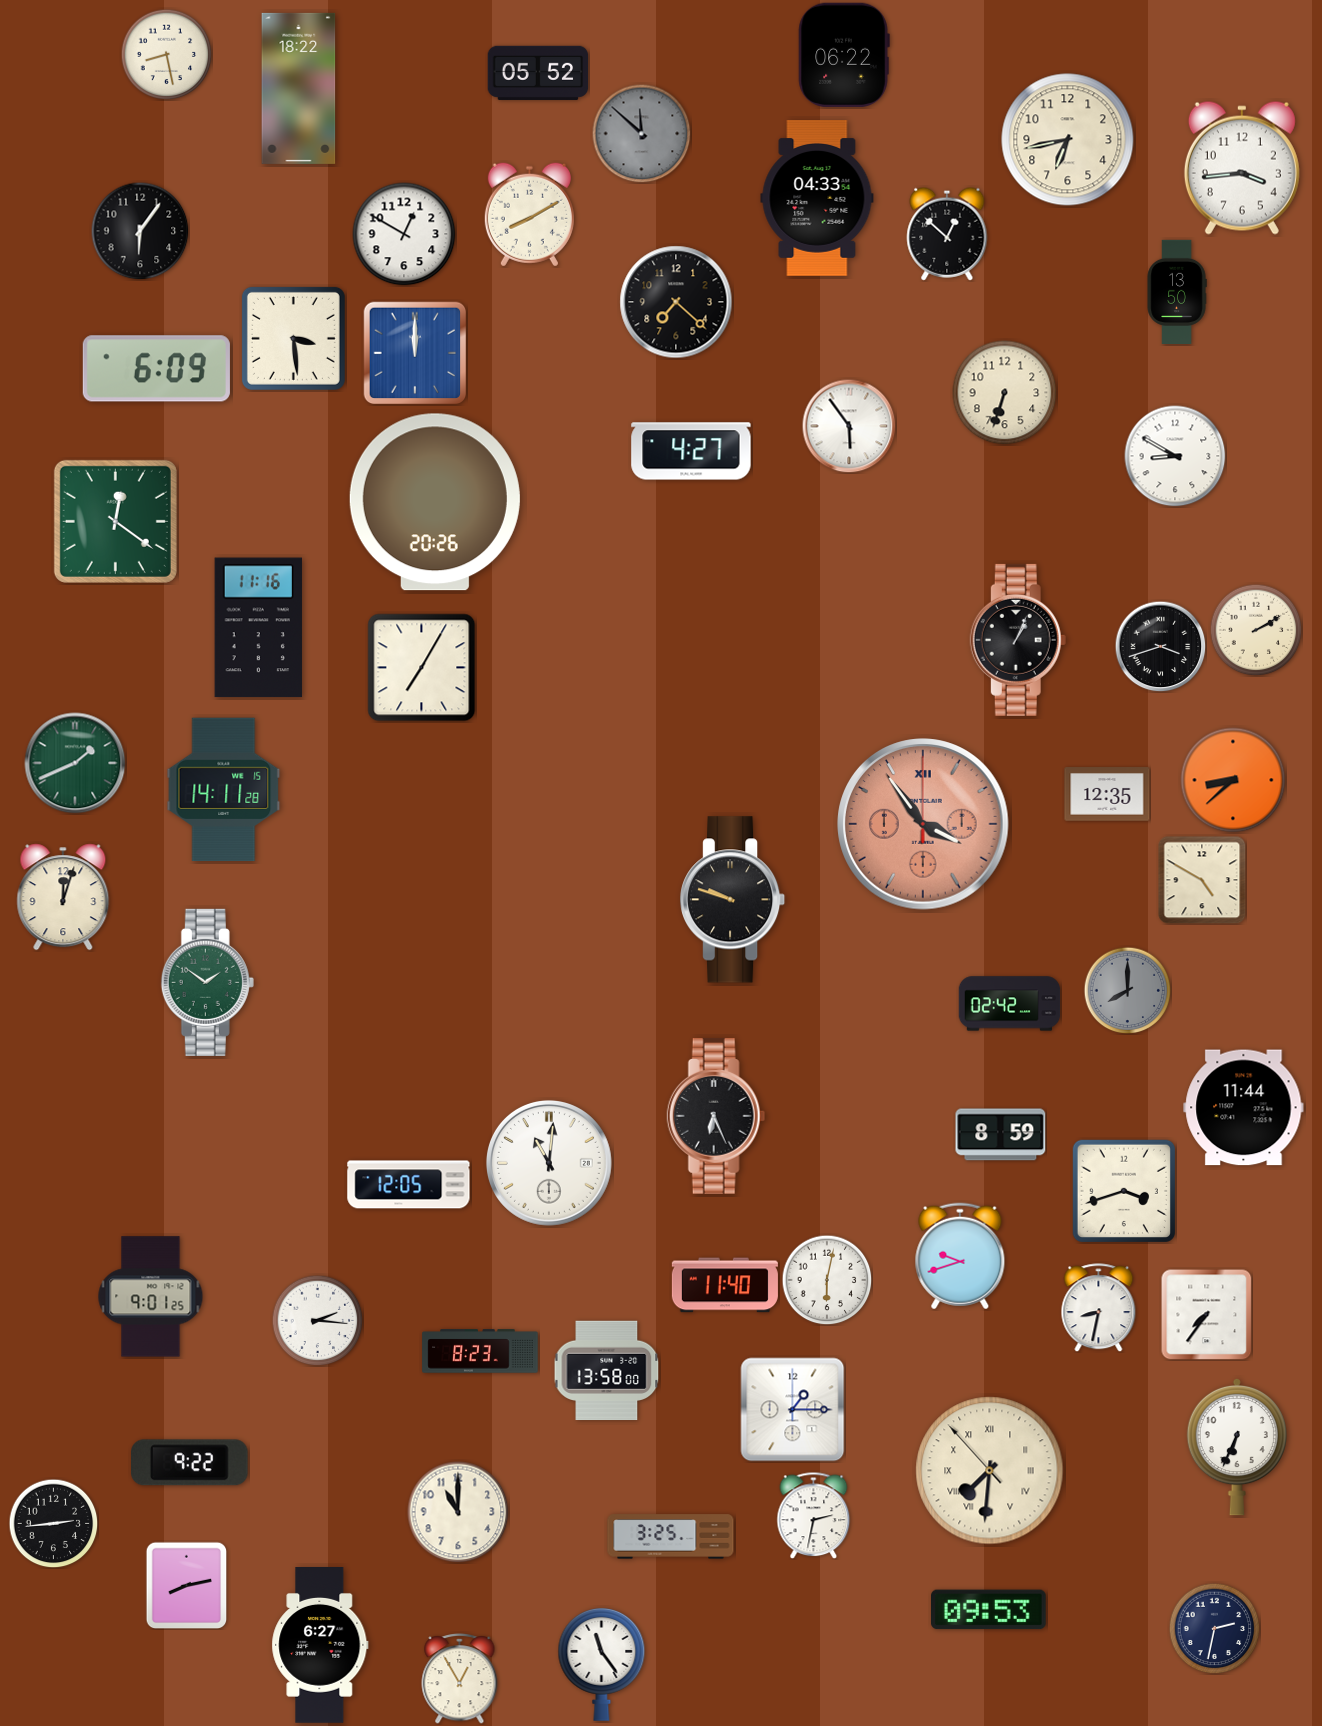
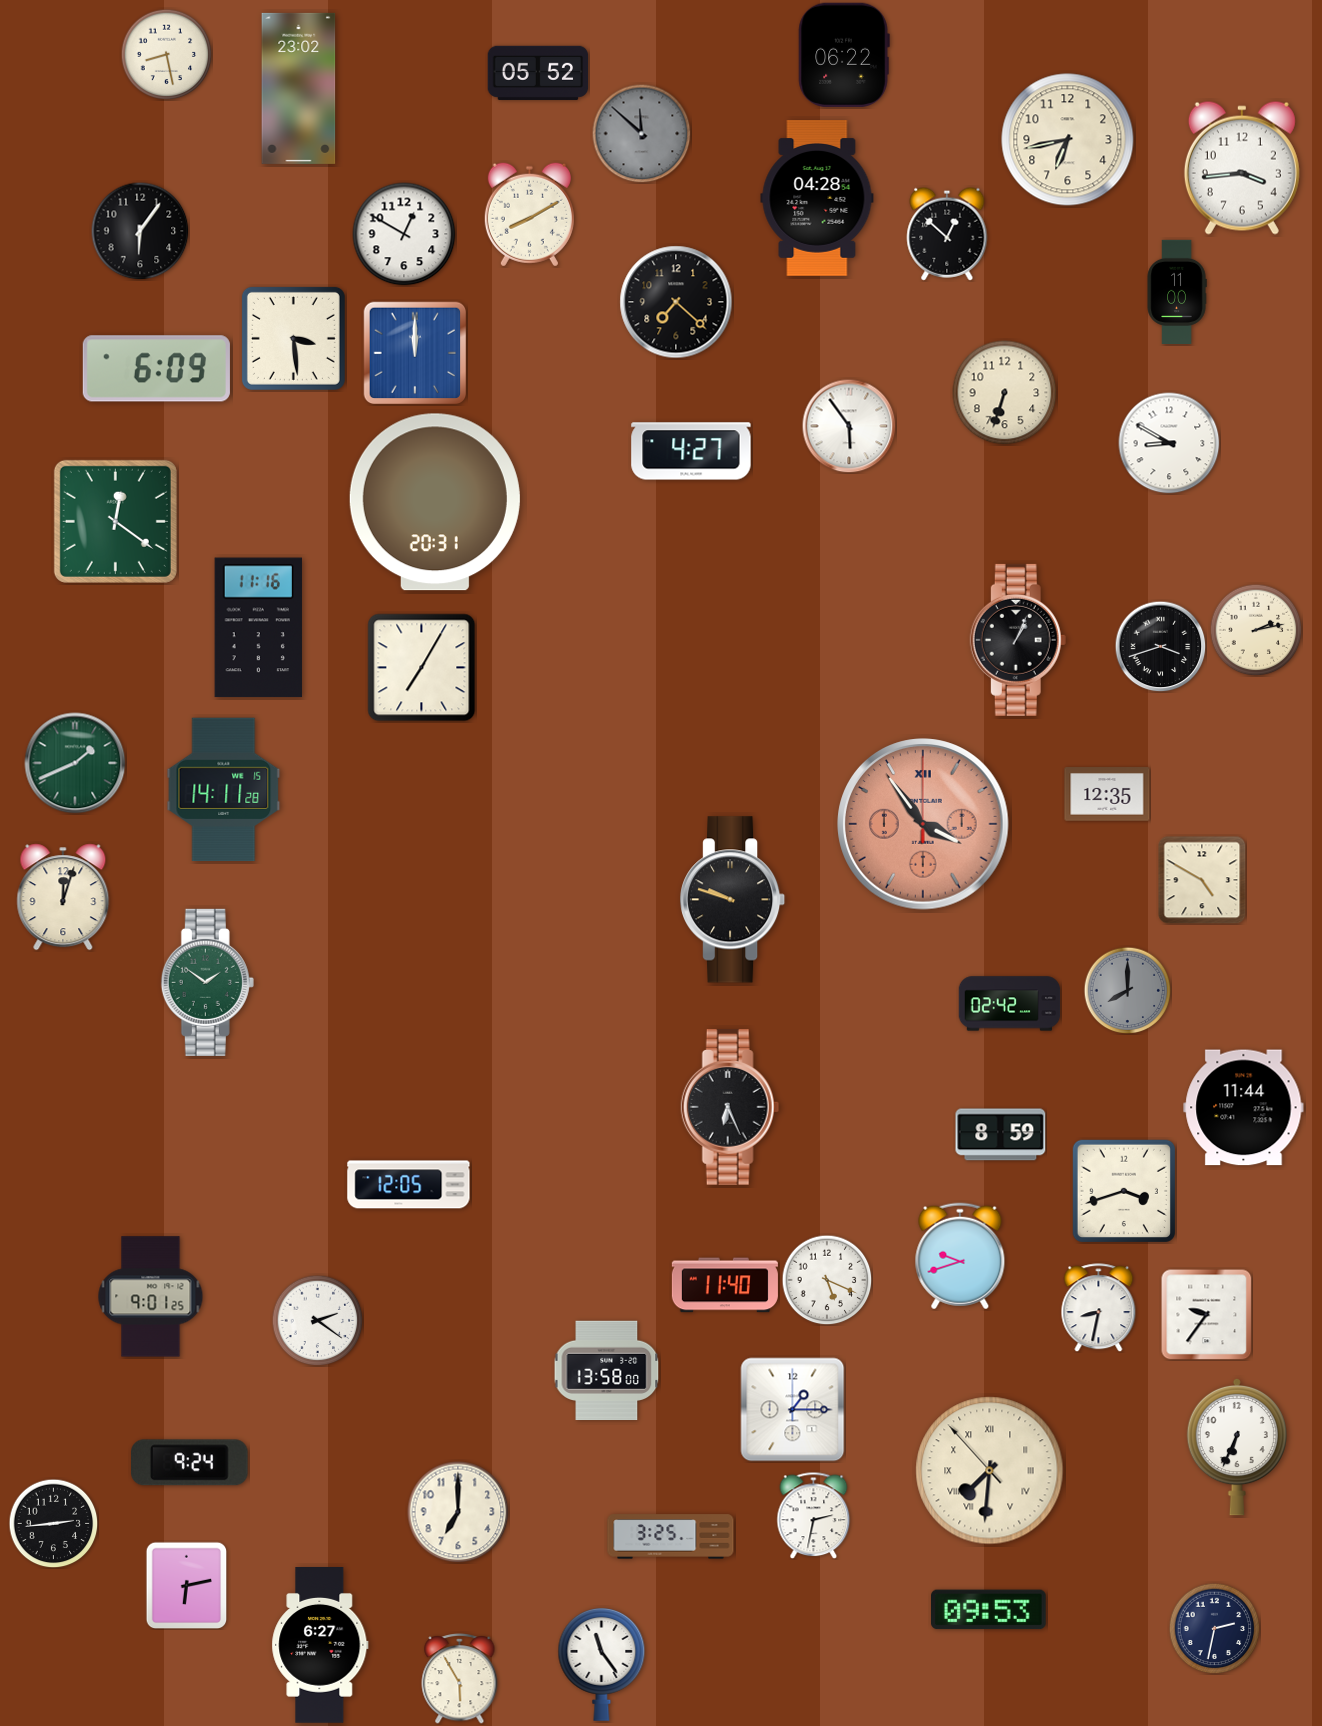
clock at (299, 88): 18:22 -> 23:02
clock at (817, 199): 04:33 -> 04:28
clock at (1177, 291): 13:50 -> 11:00
clock at (1175, 456) position: (1175, 456) -> (1169, 443)
clock at (435, 502): 20:26 -> 20:31
clock at (1256, 630): 2:10 -> 2:13
clock at (1233, 780): 8:38 -> none
clock at (716, 1116) position: (716, 1116) -> (730, 1107)
clock at (549, 1163): 11:01 -> none
clock at (827, 1280): 6:02 -> 5:19
clock at (1206, 1314): 7:36 -> 9:36
clock at (317, 1320): 2:16 -> 2:21
clock at (480, 1351): 8:23 -> none
clock at (190, 1463): 9:22 -> 9:24
clock at (458, 1512): 11:00 -> 7:00
clock at (187, 1585): 8:13 -> 6:13
clock at (460, 1679): 12:55 -> 5:55
